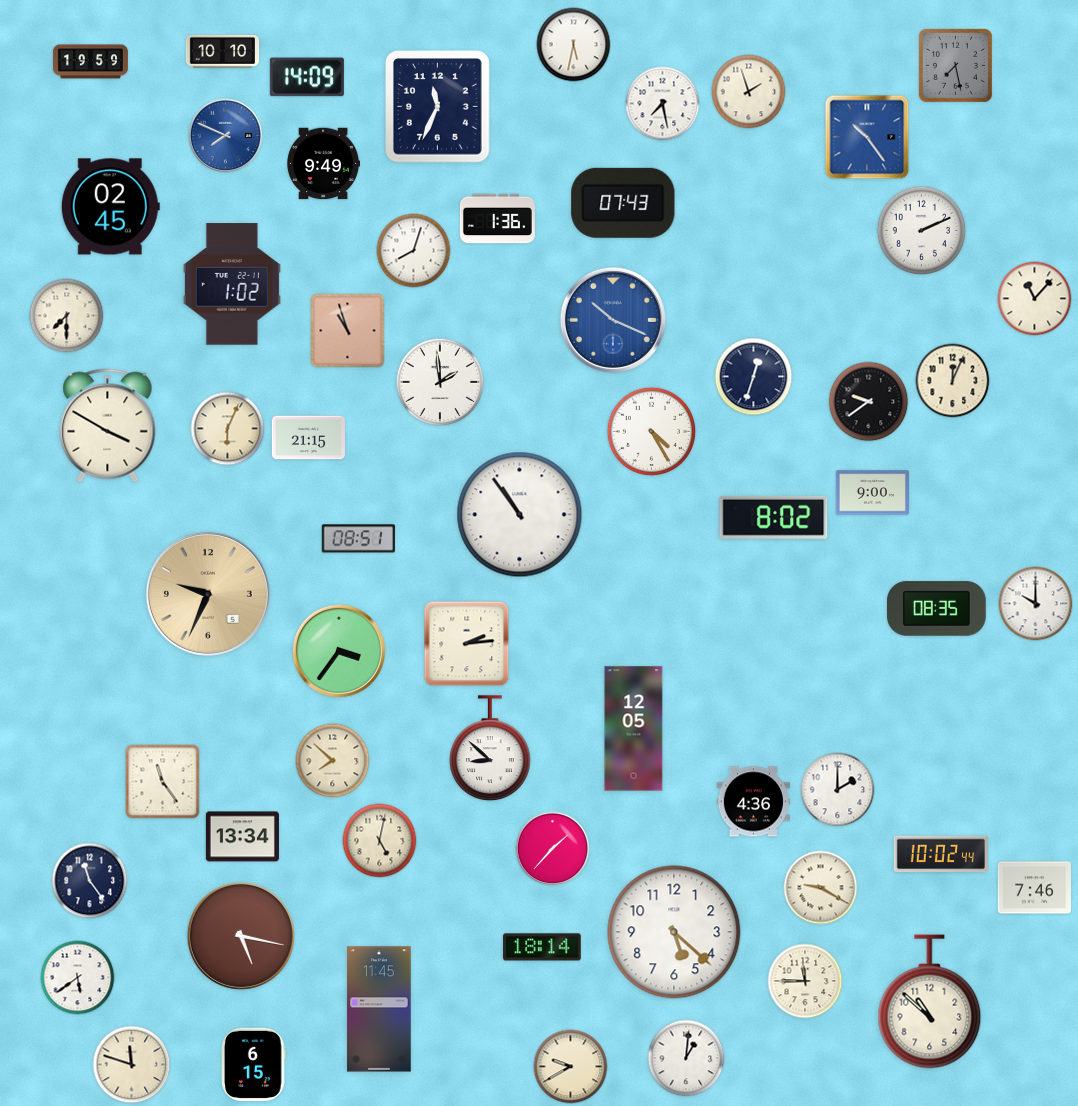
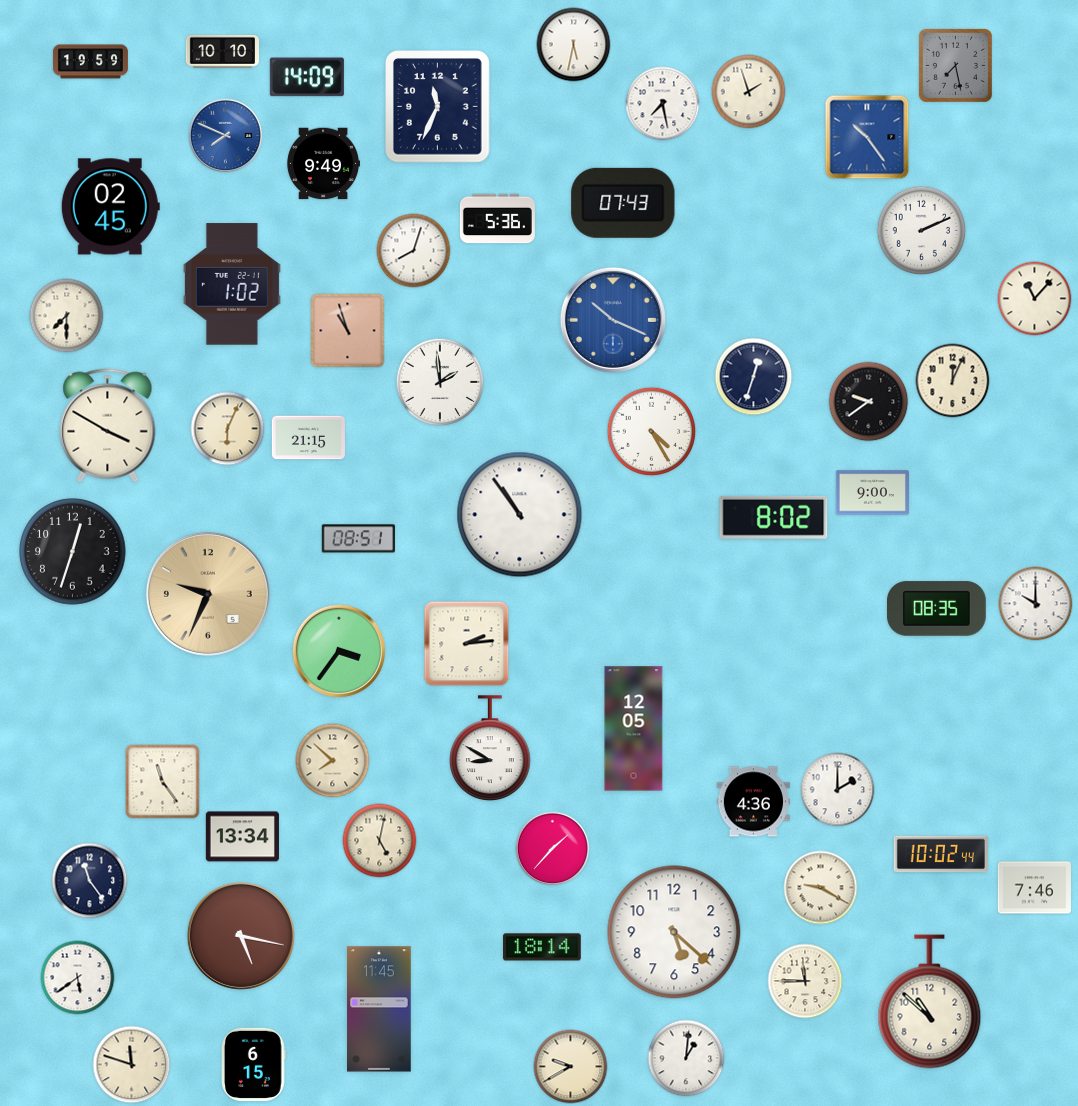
clock at (497, 219): 1:36 -> 5:36
clock at (73, 552): none -> 12:33
clock at (491, 749): 8:52 -> 8:50
